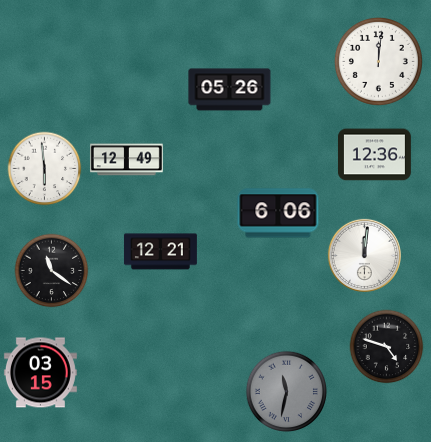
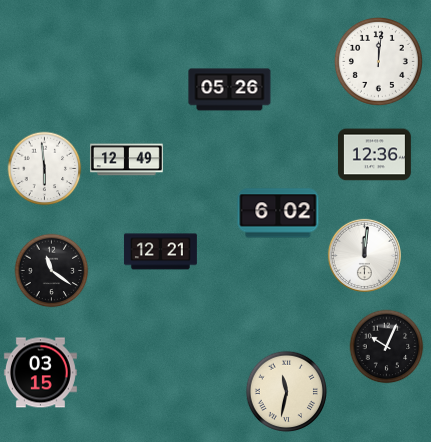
clock at (278, 213): 6:06 -> 6:02
clock at (387, 347): 4:48 -> 10:04
clock at (286, 392) dial: grey -> cream
